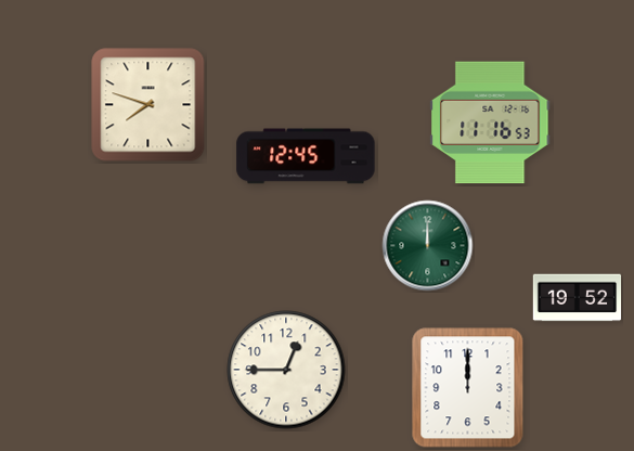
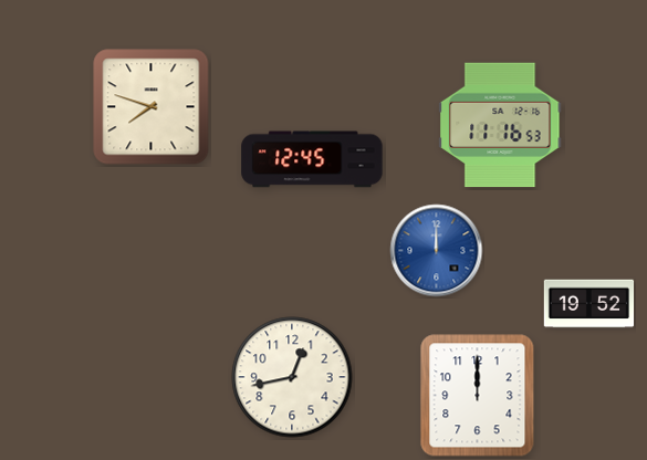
clock at (428, 246) dial: green -> blue
clock at (286, 370): 12:45 -> 12:43
